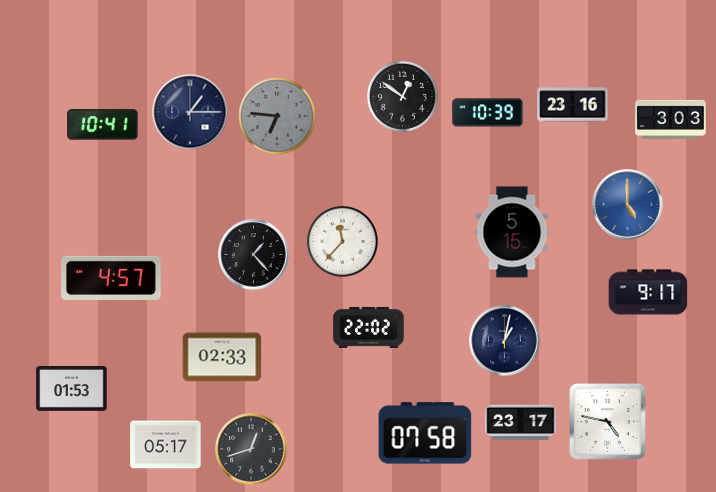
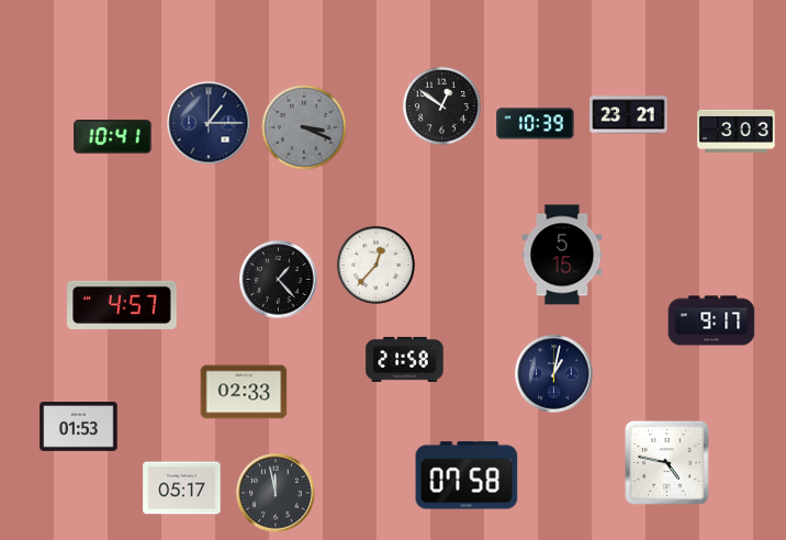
clock at (573, 105): 23:16 -> 23:21
clock at (277, 116): 6:46 -> 3:19
clock at (628, 205): 5:00 -> none
clock at (342, 241): 11:37 -> 12:37
clock at (369, 327): 22:02 -> 21:58
clock at (521, 423): 23:17 -> none
clock at (251, 449): 12:42 -> 11:58
